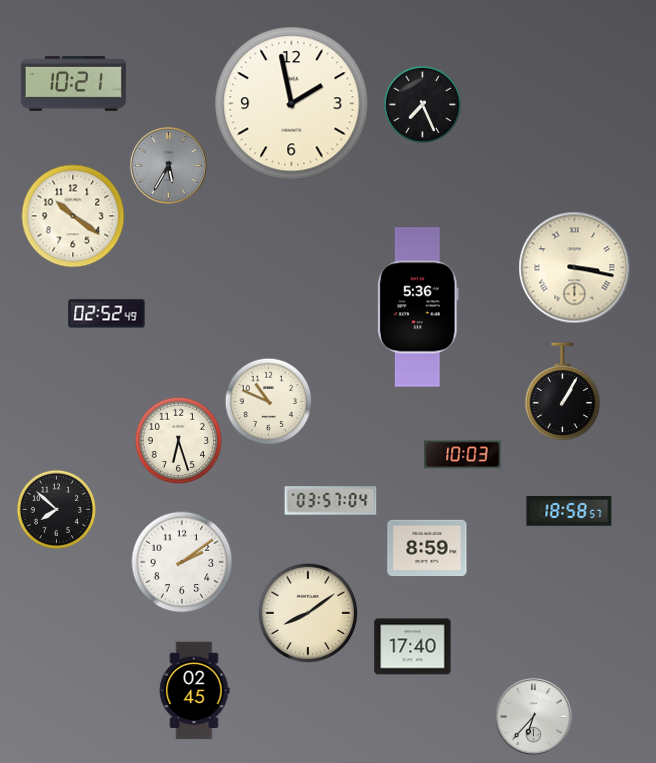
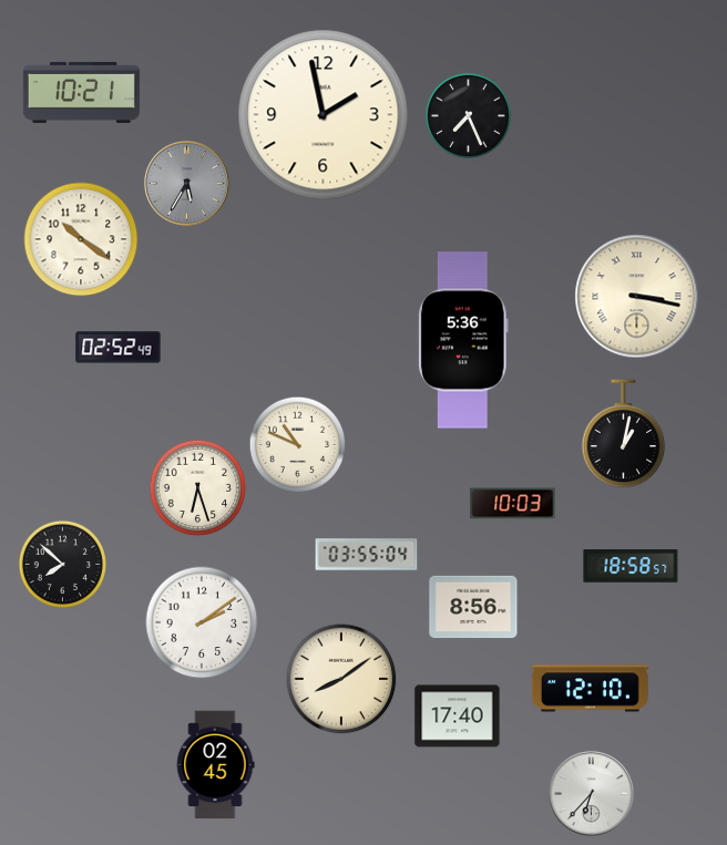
clock at (563, 392): 1:05 -> 1:02
clock at (331, 501): 03:57 -> 03:55
clock at (427, 548): 8:59 -> 8:56
clock at (590, 689): none -> 12:10
